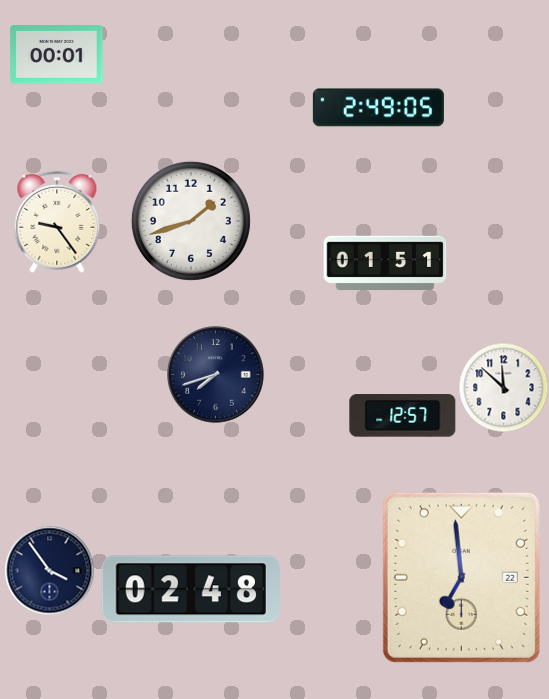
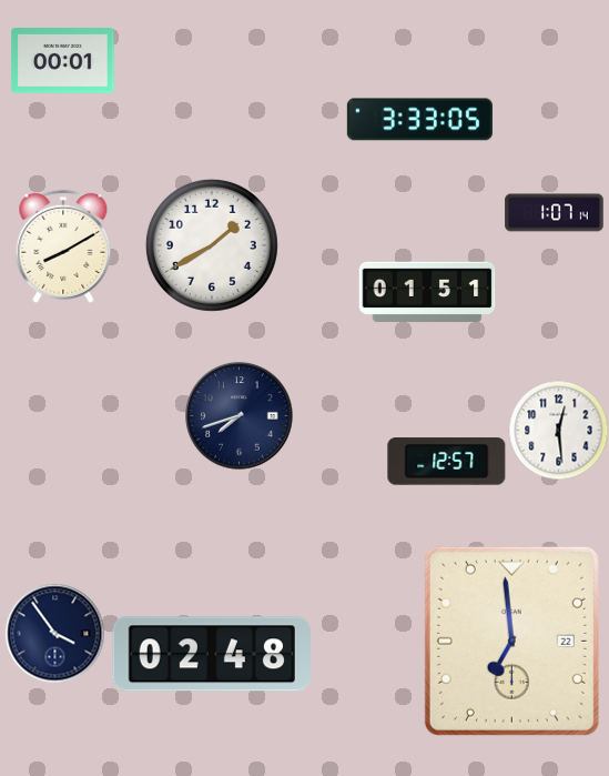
clock at (378, 108): 2:49 -> 3:33
clock at (555, 213): none -> 1:07
clock at (191, 221): 1:42 -> 1:40
clock at (57, 222): 9:24 -> 8:10
clock at (503, 387): 11:52 -> 12:29
